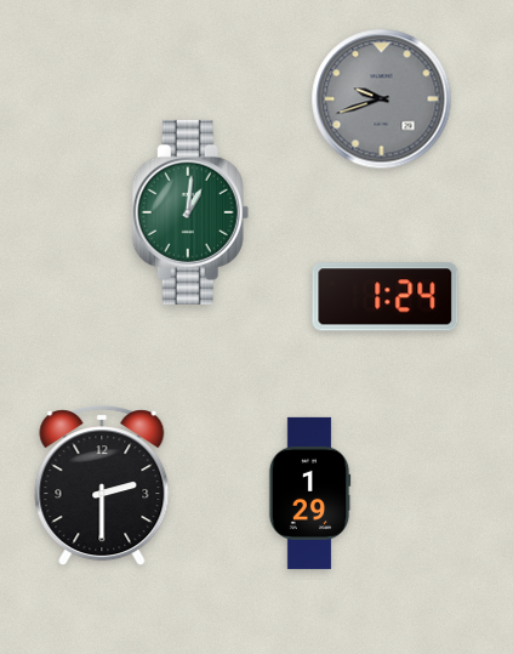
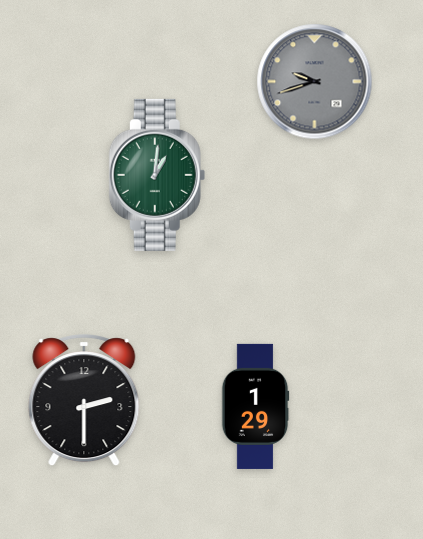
clock at (386, 297): 1:24 -> none
